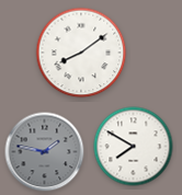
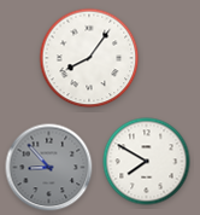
clock at (81, 53): 8:09 -> 8:06
clock at (45, 152): 1:47 -> 8:53
